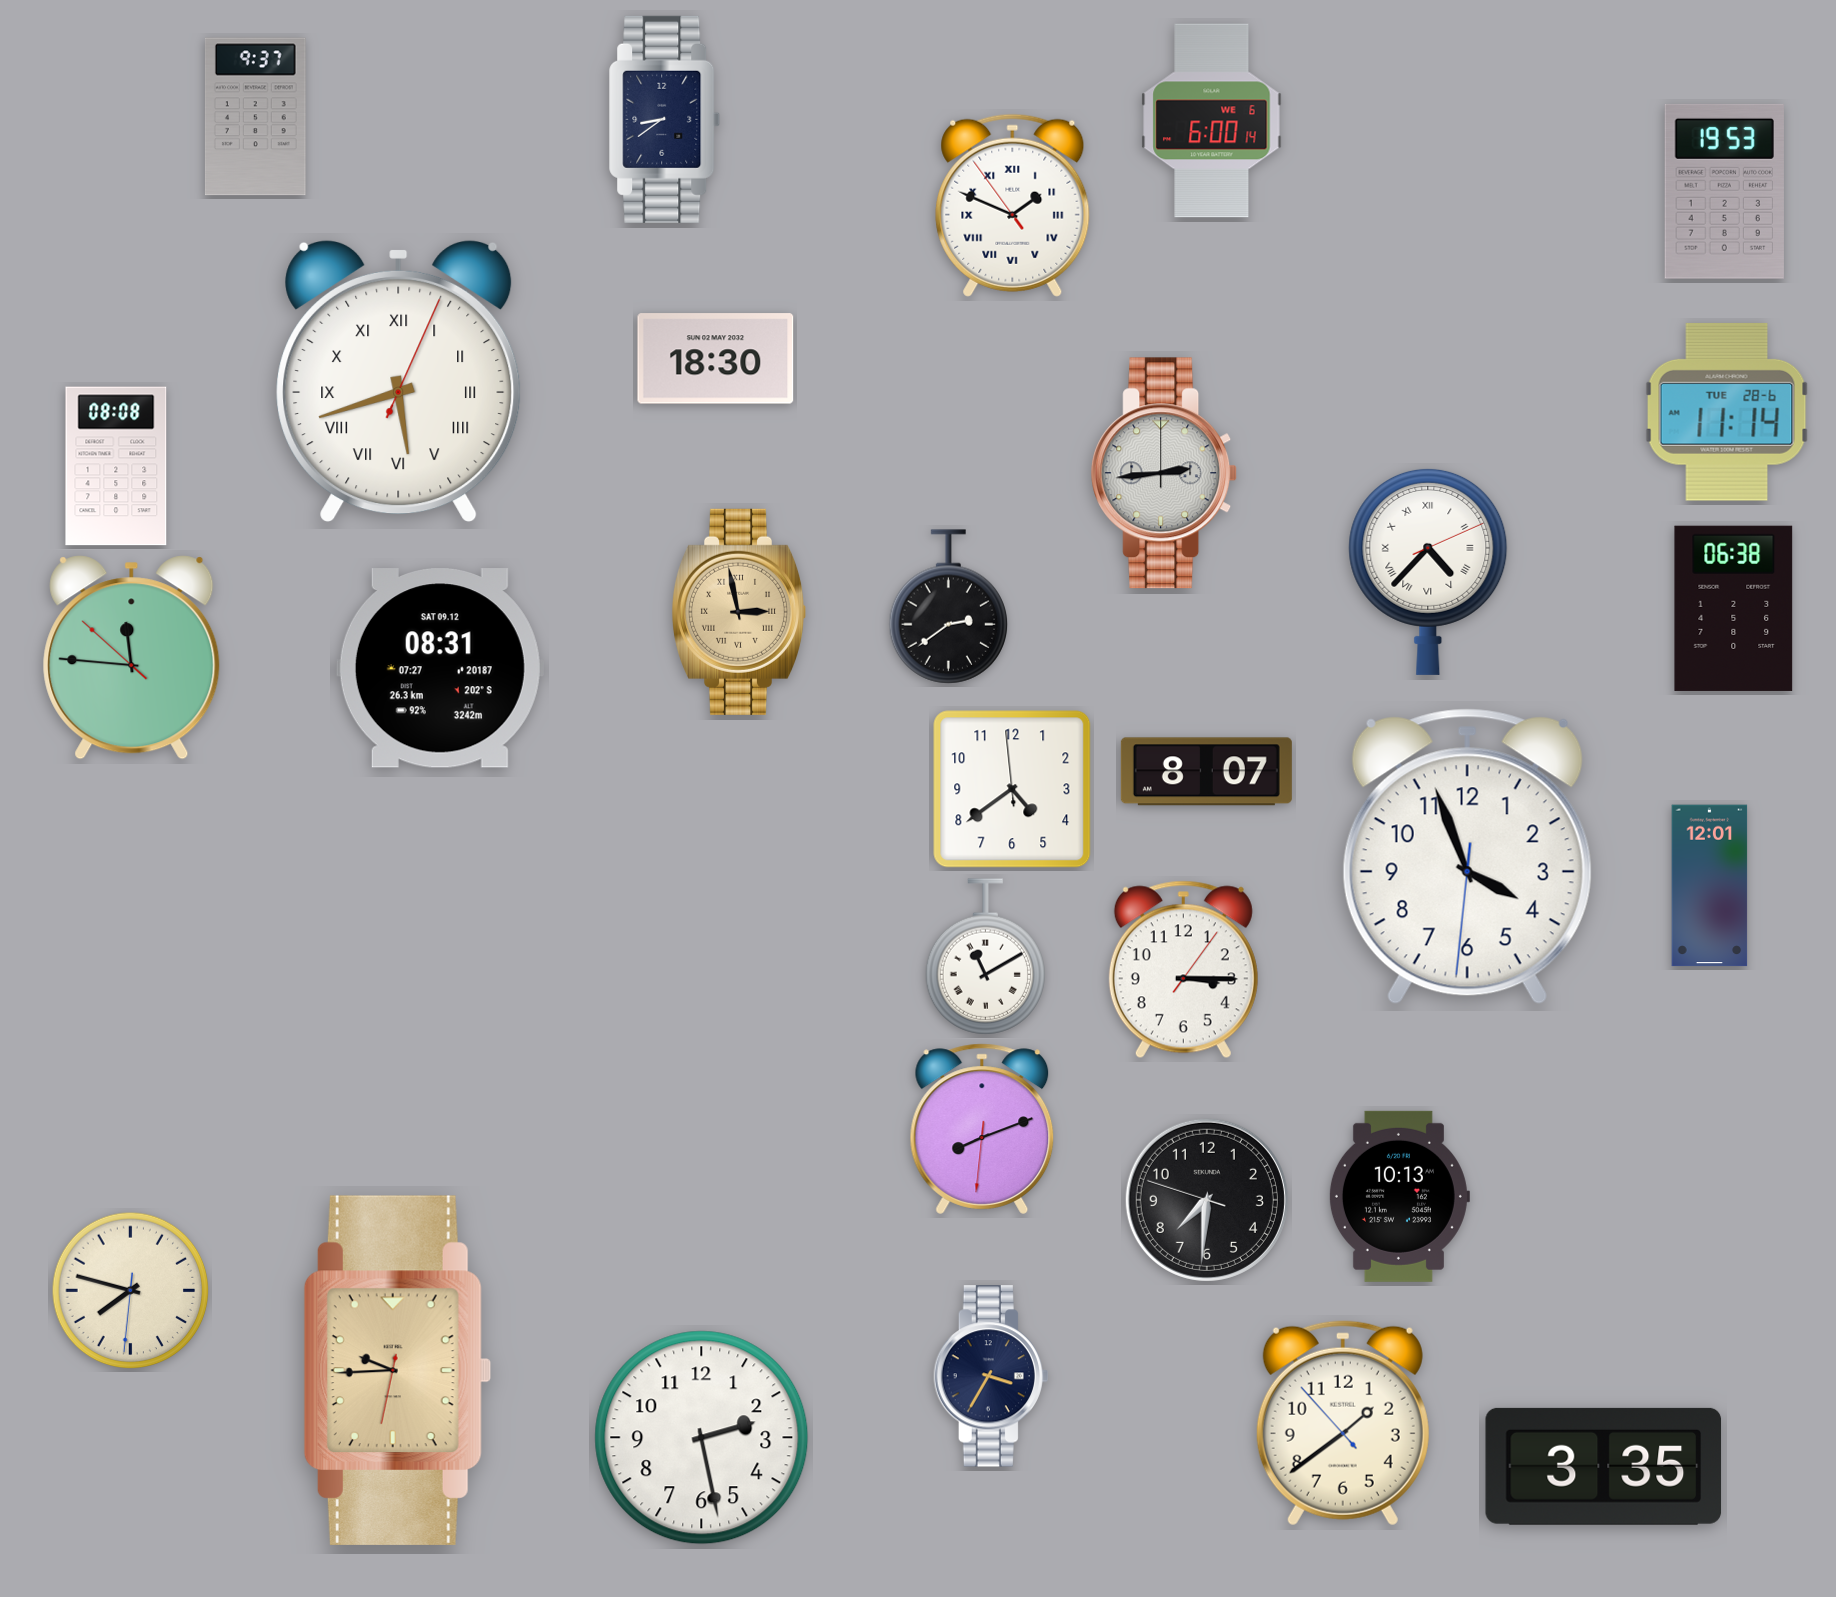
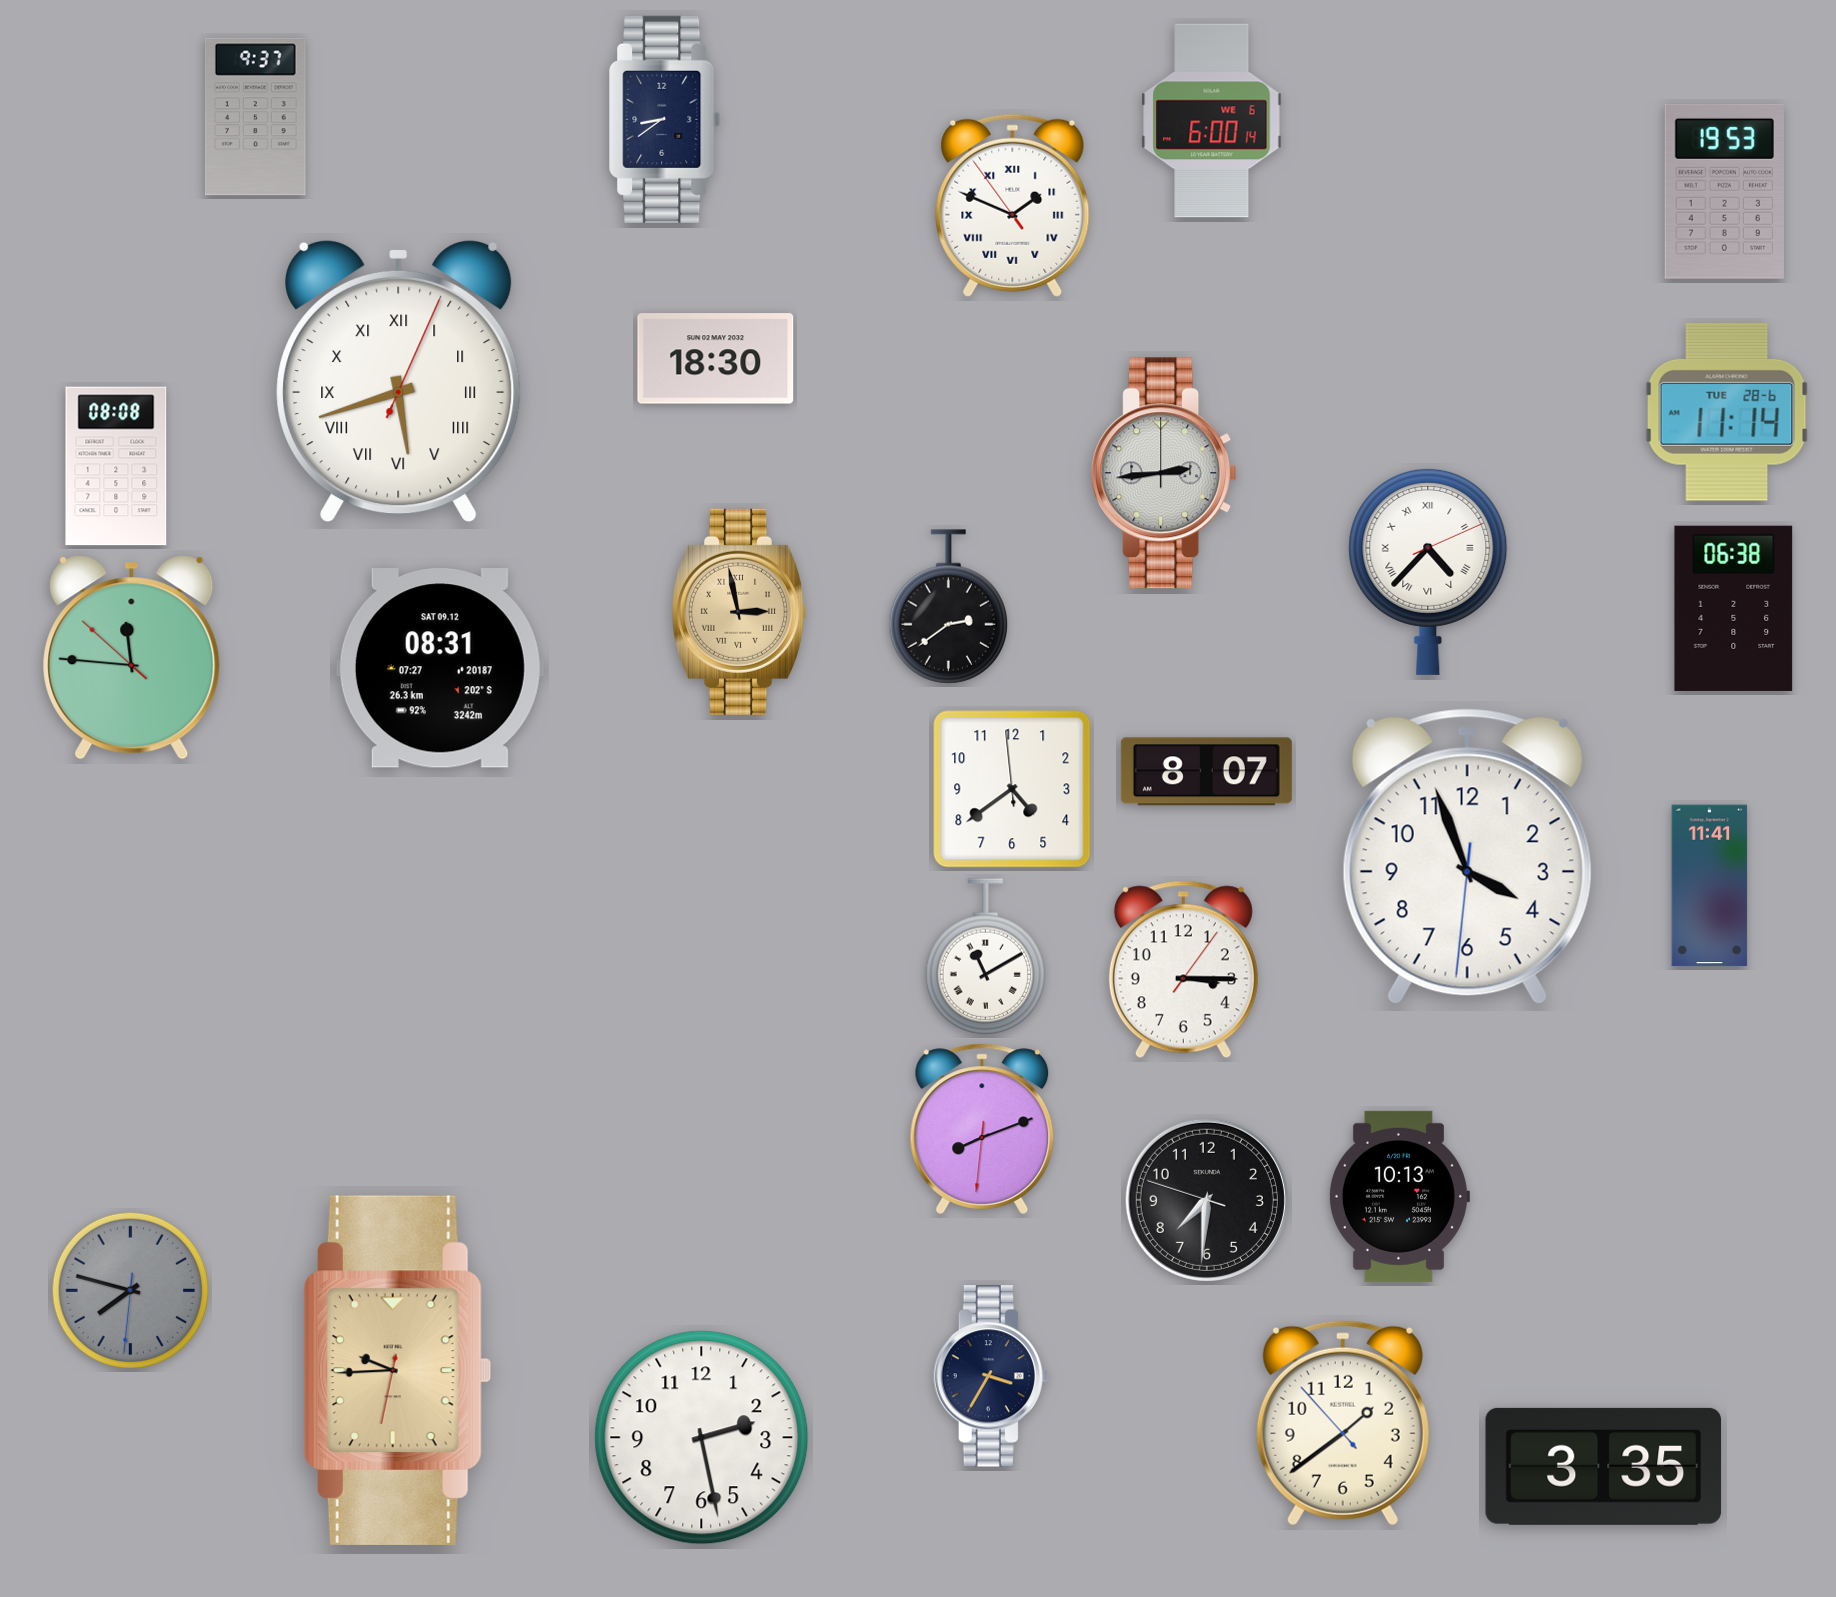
clock at (1710, 886): 12:01 -> 11:41
clock at (131, 1291) dial: cream -> grey
